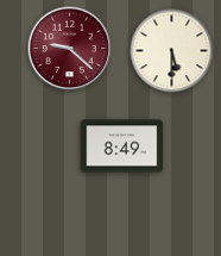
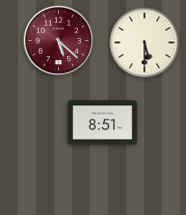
clock at (70, 49): 9:22 -> 5:22
clock at (122, 146): 8:49 -> 8:51
